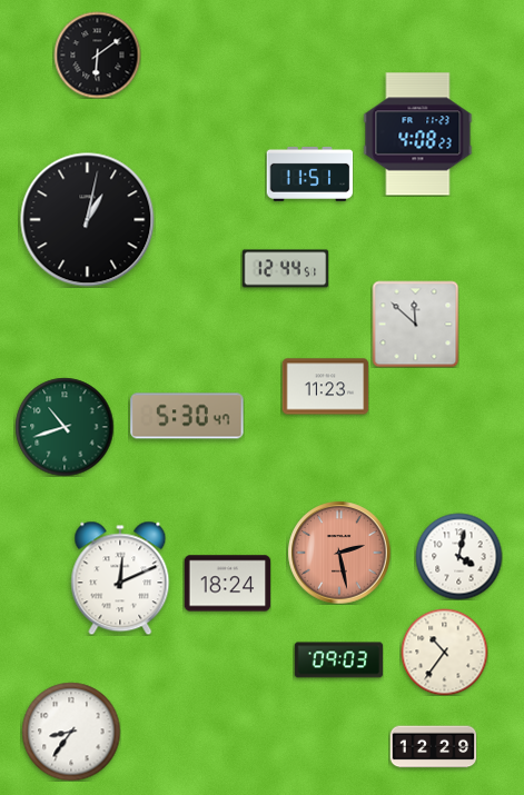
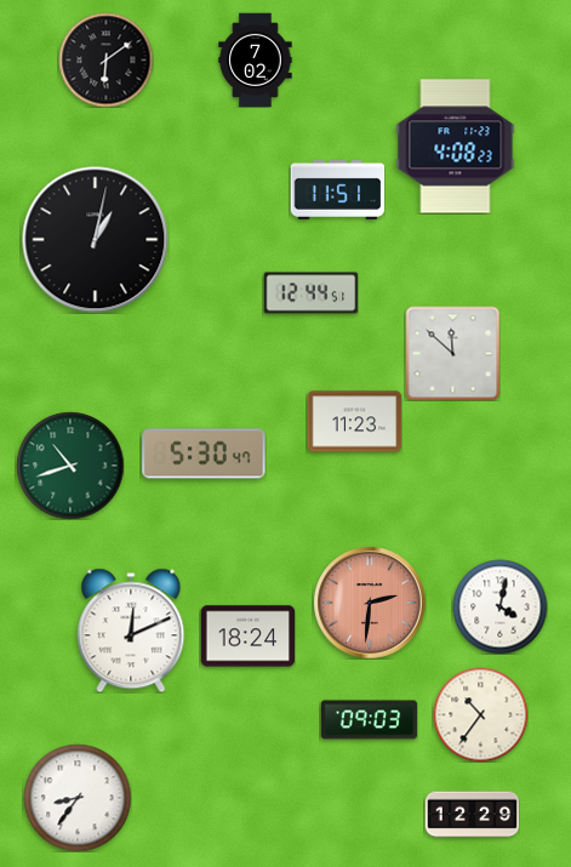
clock at (256, 59): none -> 7:02
clock at (339, 553): 2:28 -> 2:31
clock at (444, 652) position: (444, 652) -> (480, 714)
